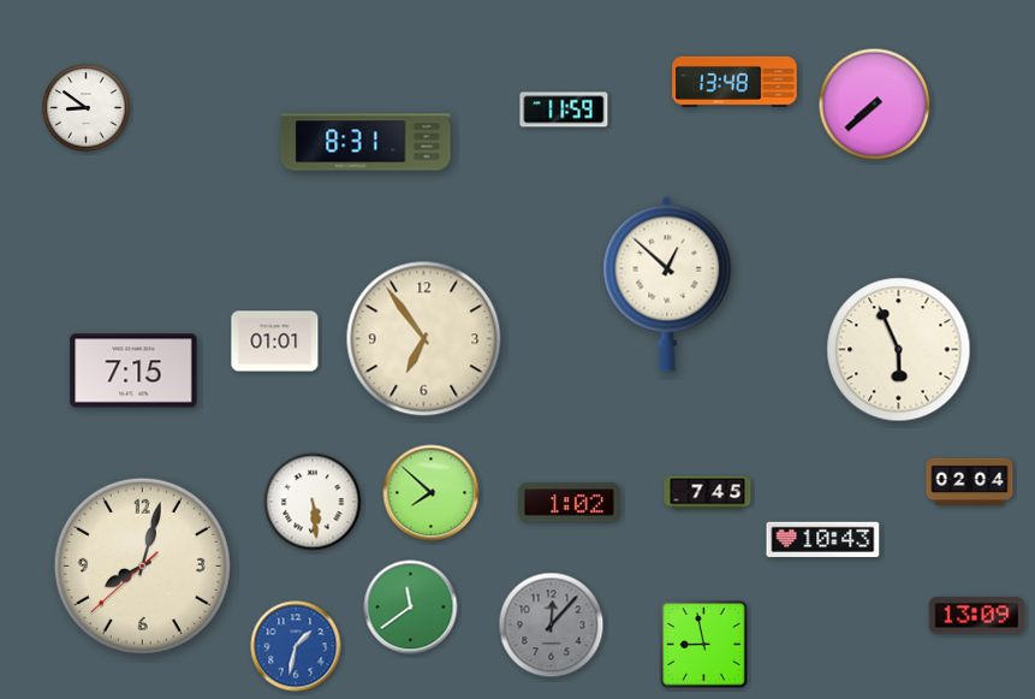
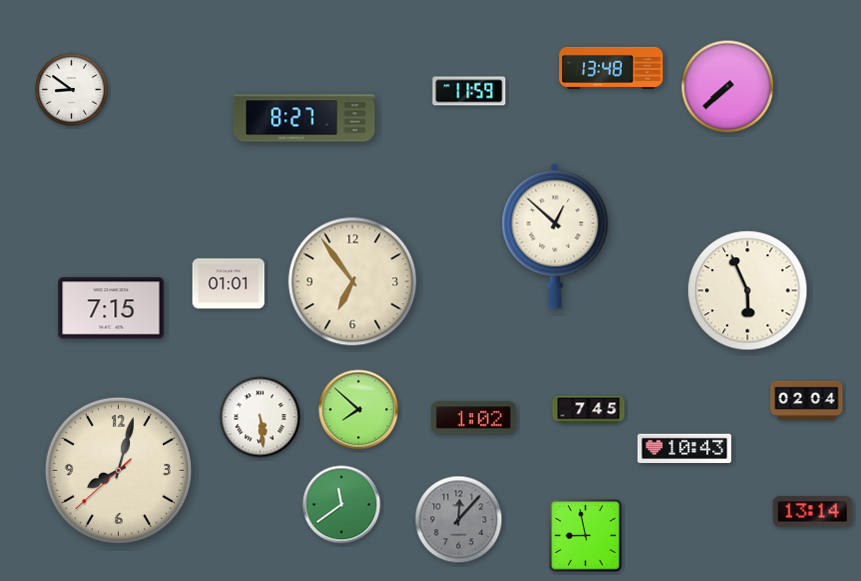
clock at (365, 142): 8:31 -> 8:27
clock at (977, 616): 13:09 -> 13:14
clock at (296, 646): 1:32 -> none
